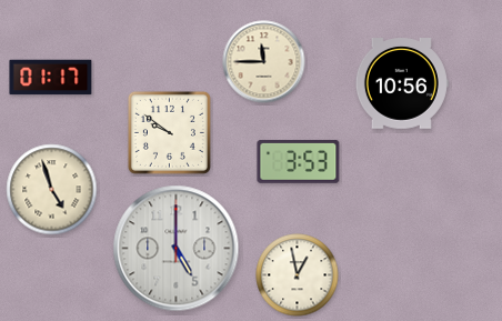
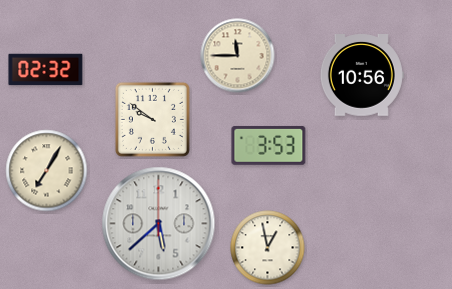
clock at (51, 78): 01:17 -> 02:32
clock at (52, 190): 4:57 -> 7:05
clock at (177, 249): 5:00 -> 5:38
